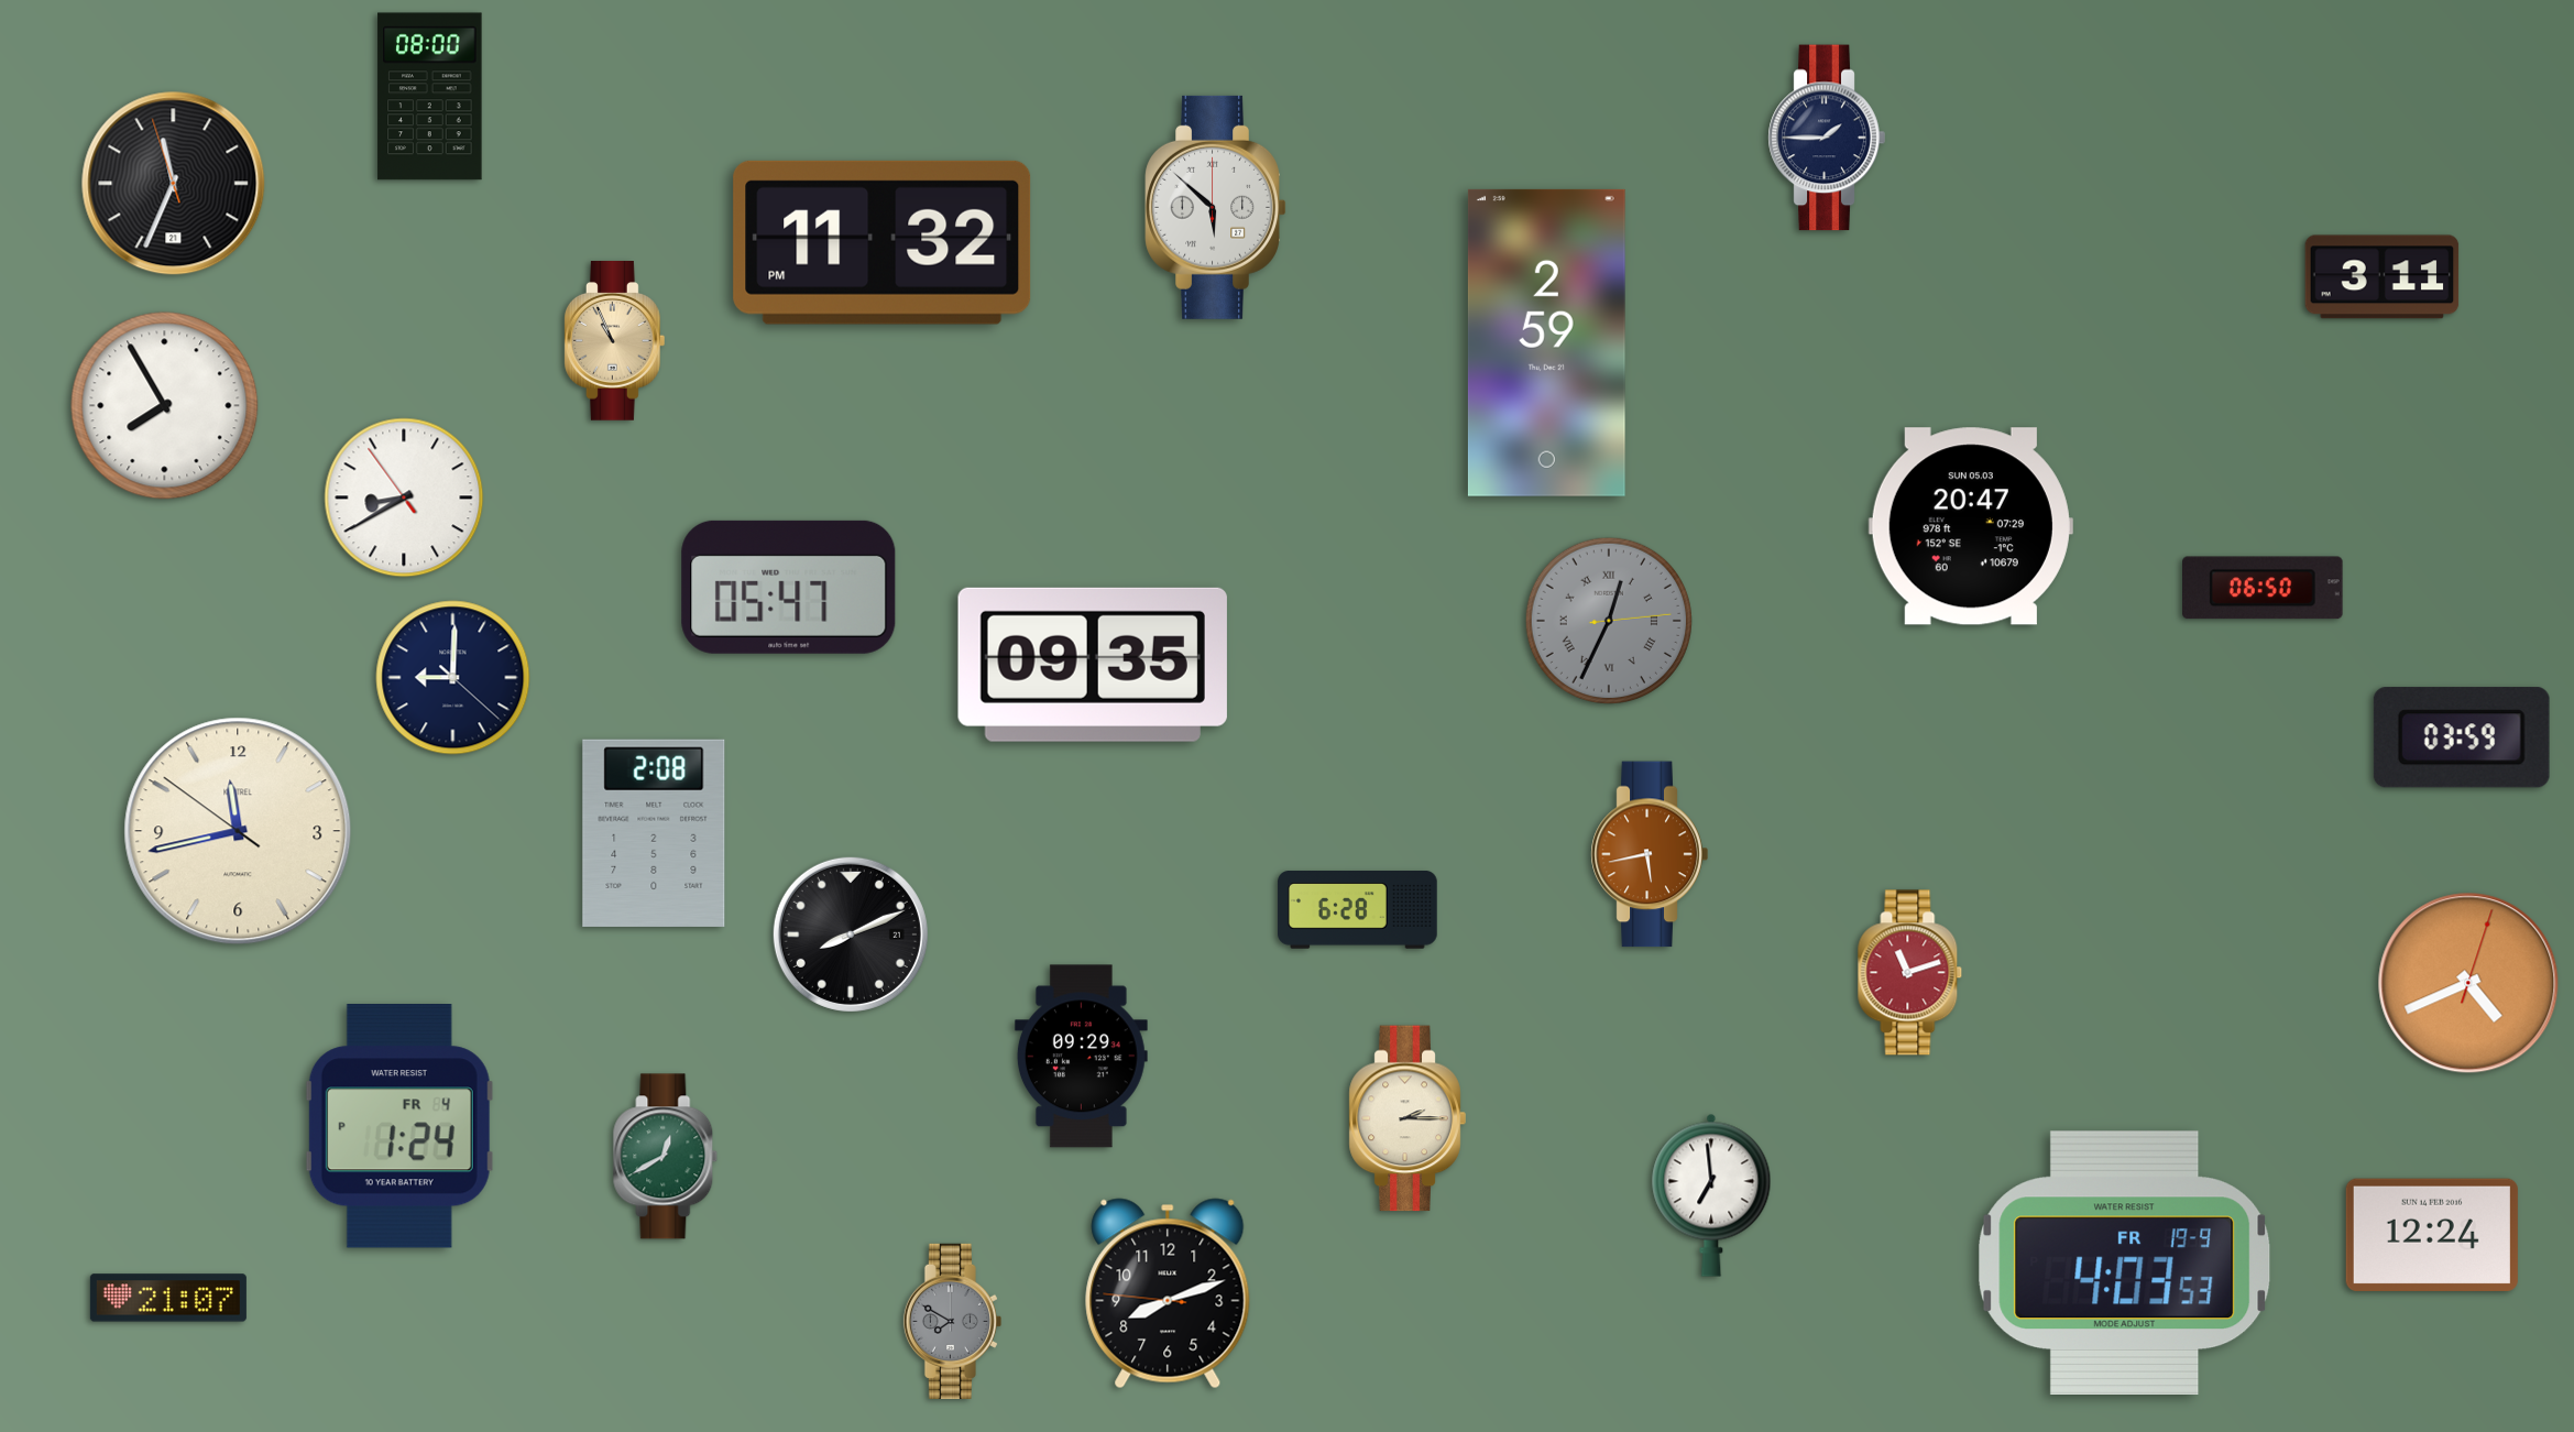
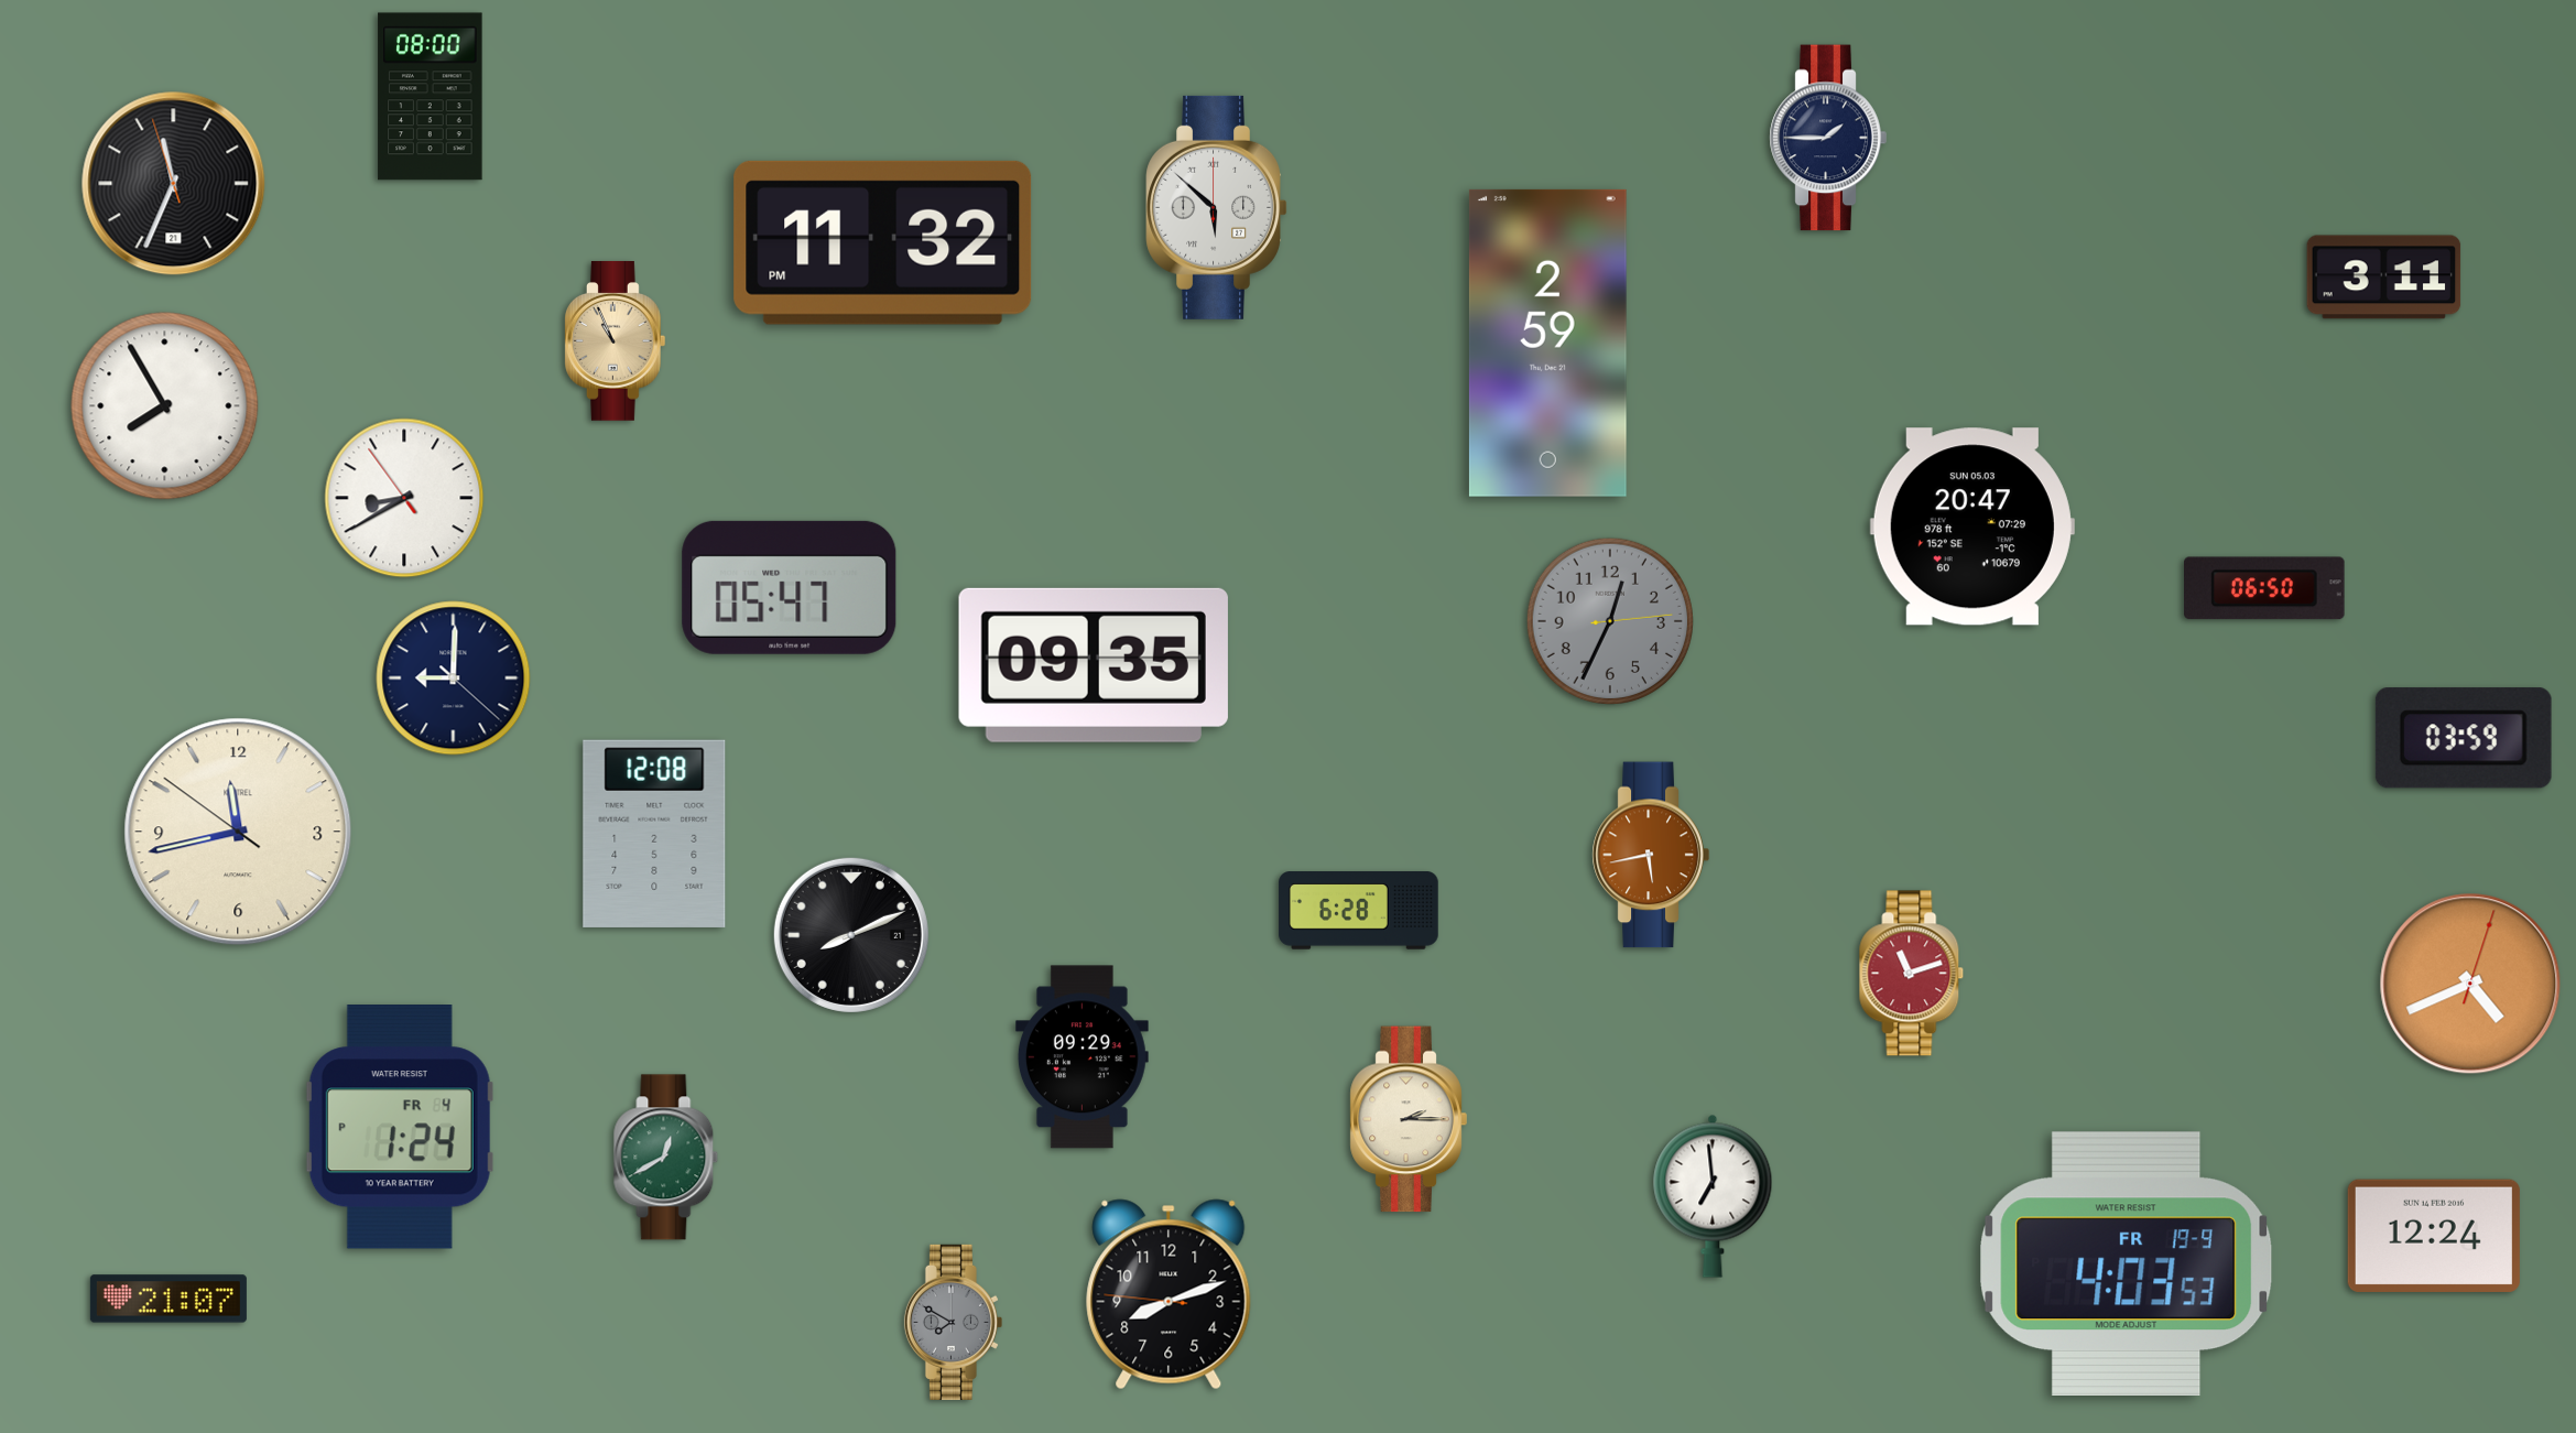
clock at (1609, 621) numerals: Roman -> Arabic
clock at (654, 833): 2:08 -> 12:08
